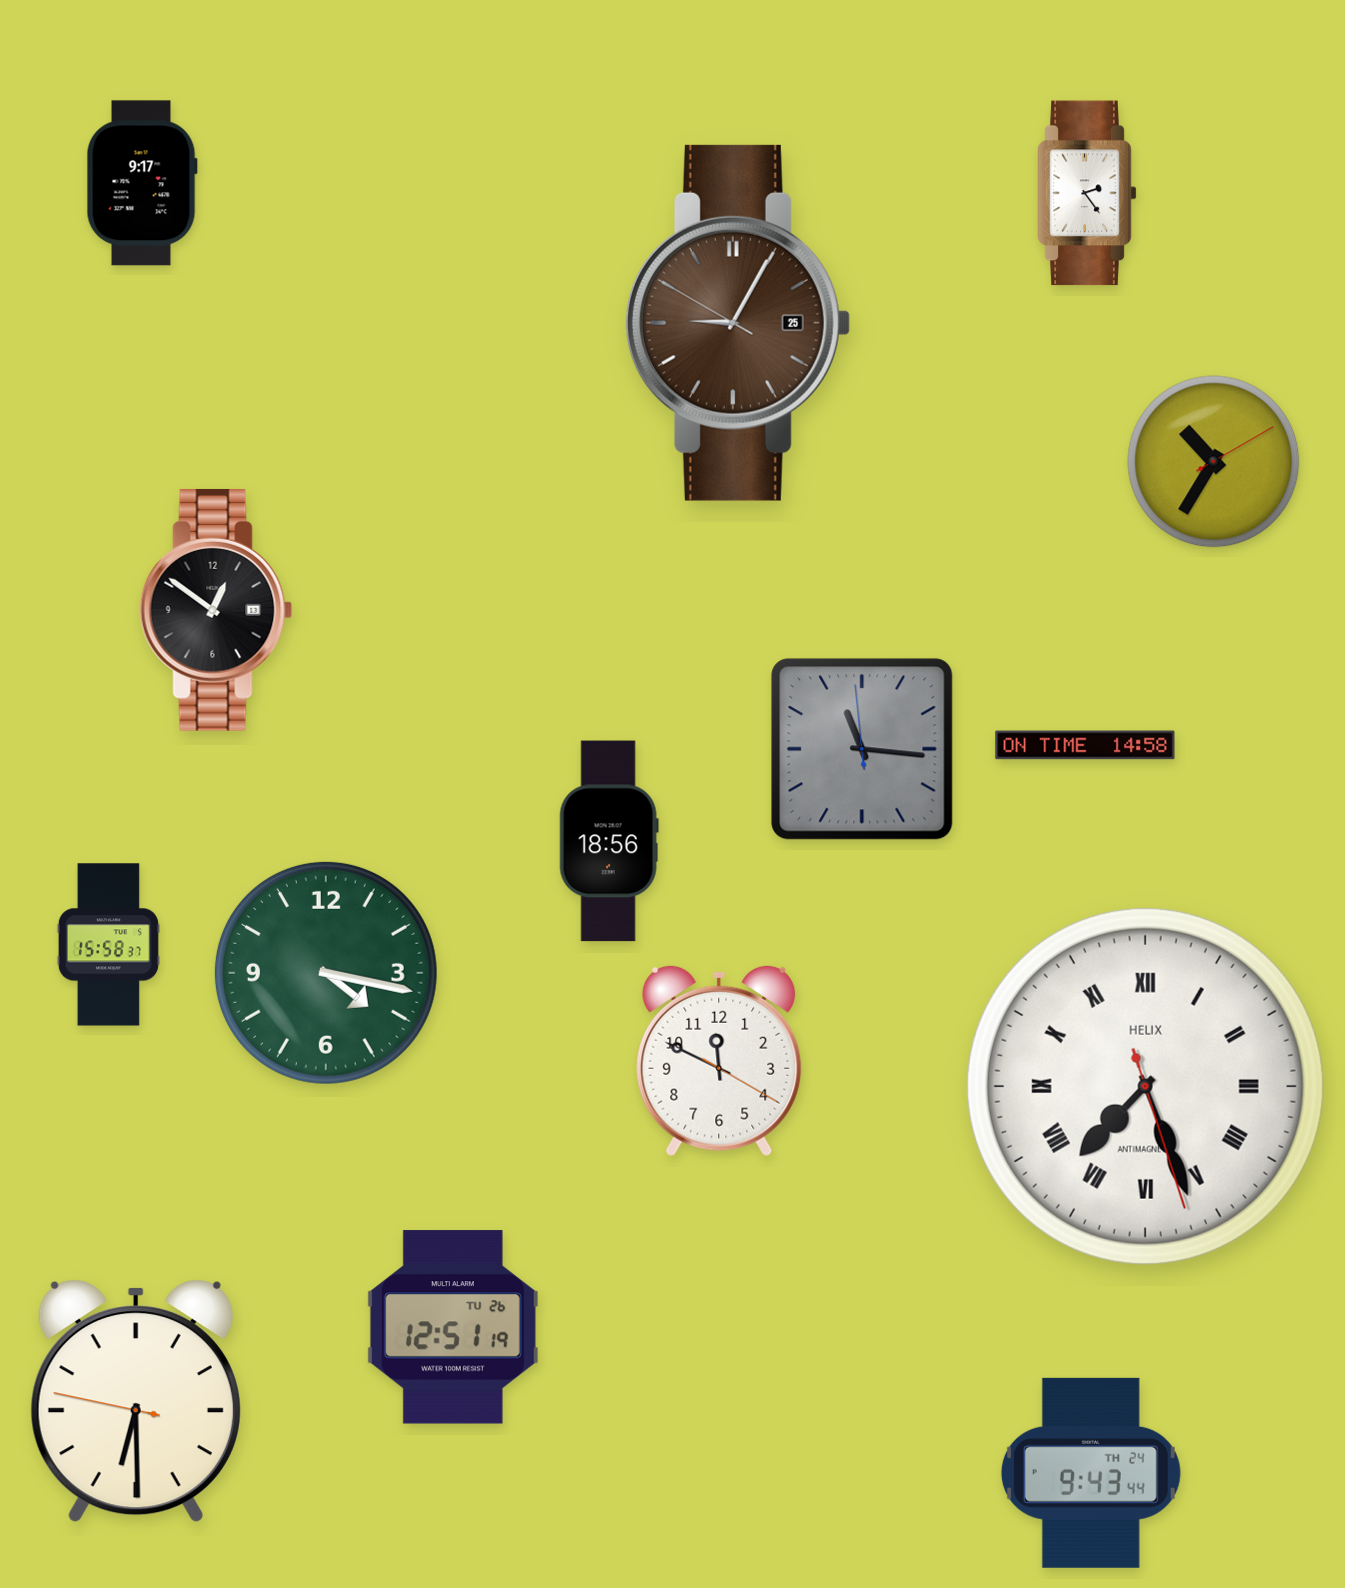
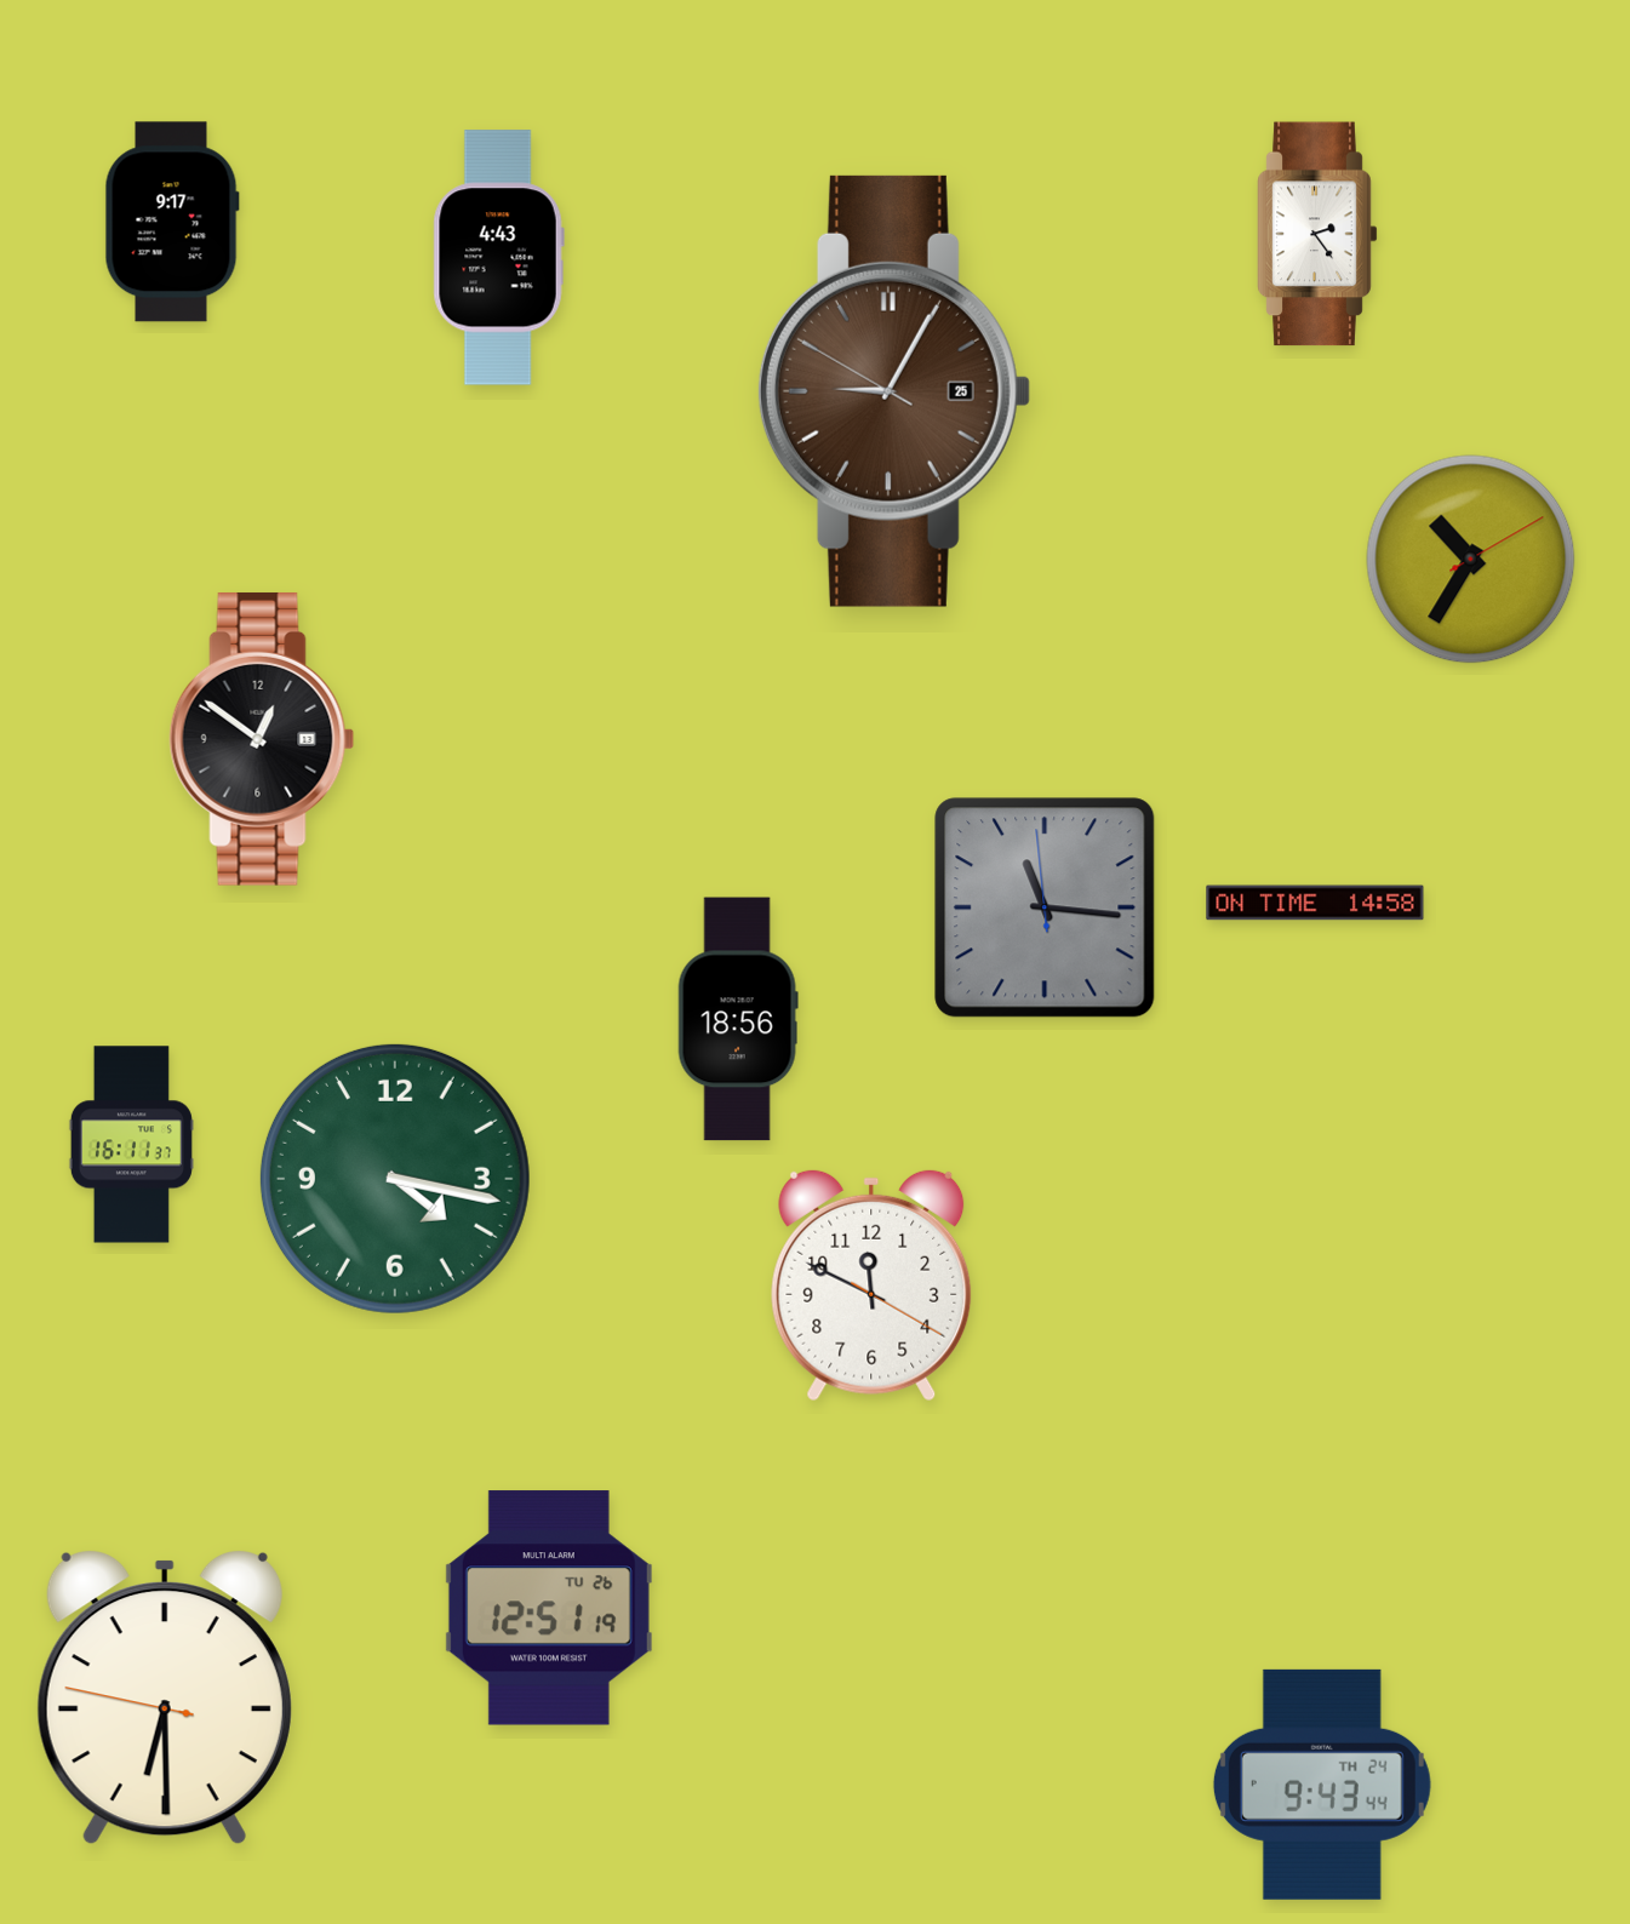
clock at (498, 258): none -> 4:43
clock at (108, 945): 15:58 -> 16:11
clock at (1145, 1086): 7:26 -> none
